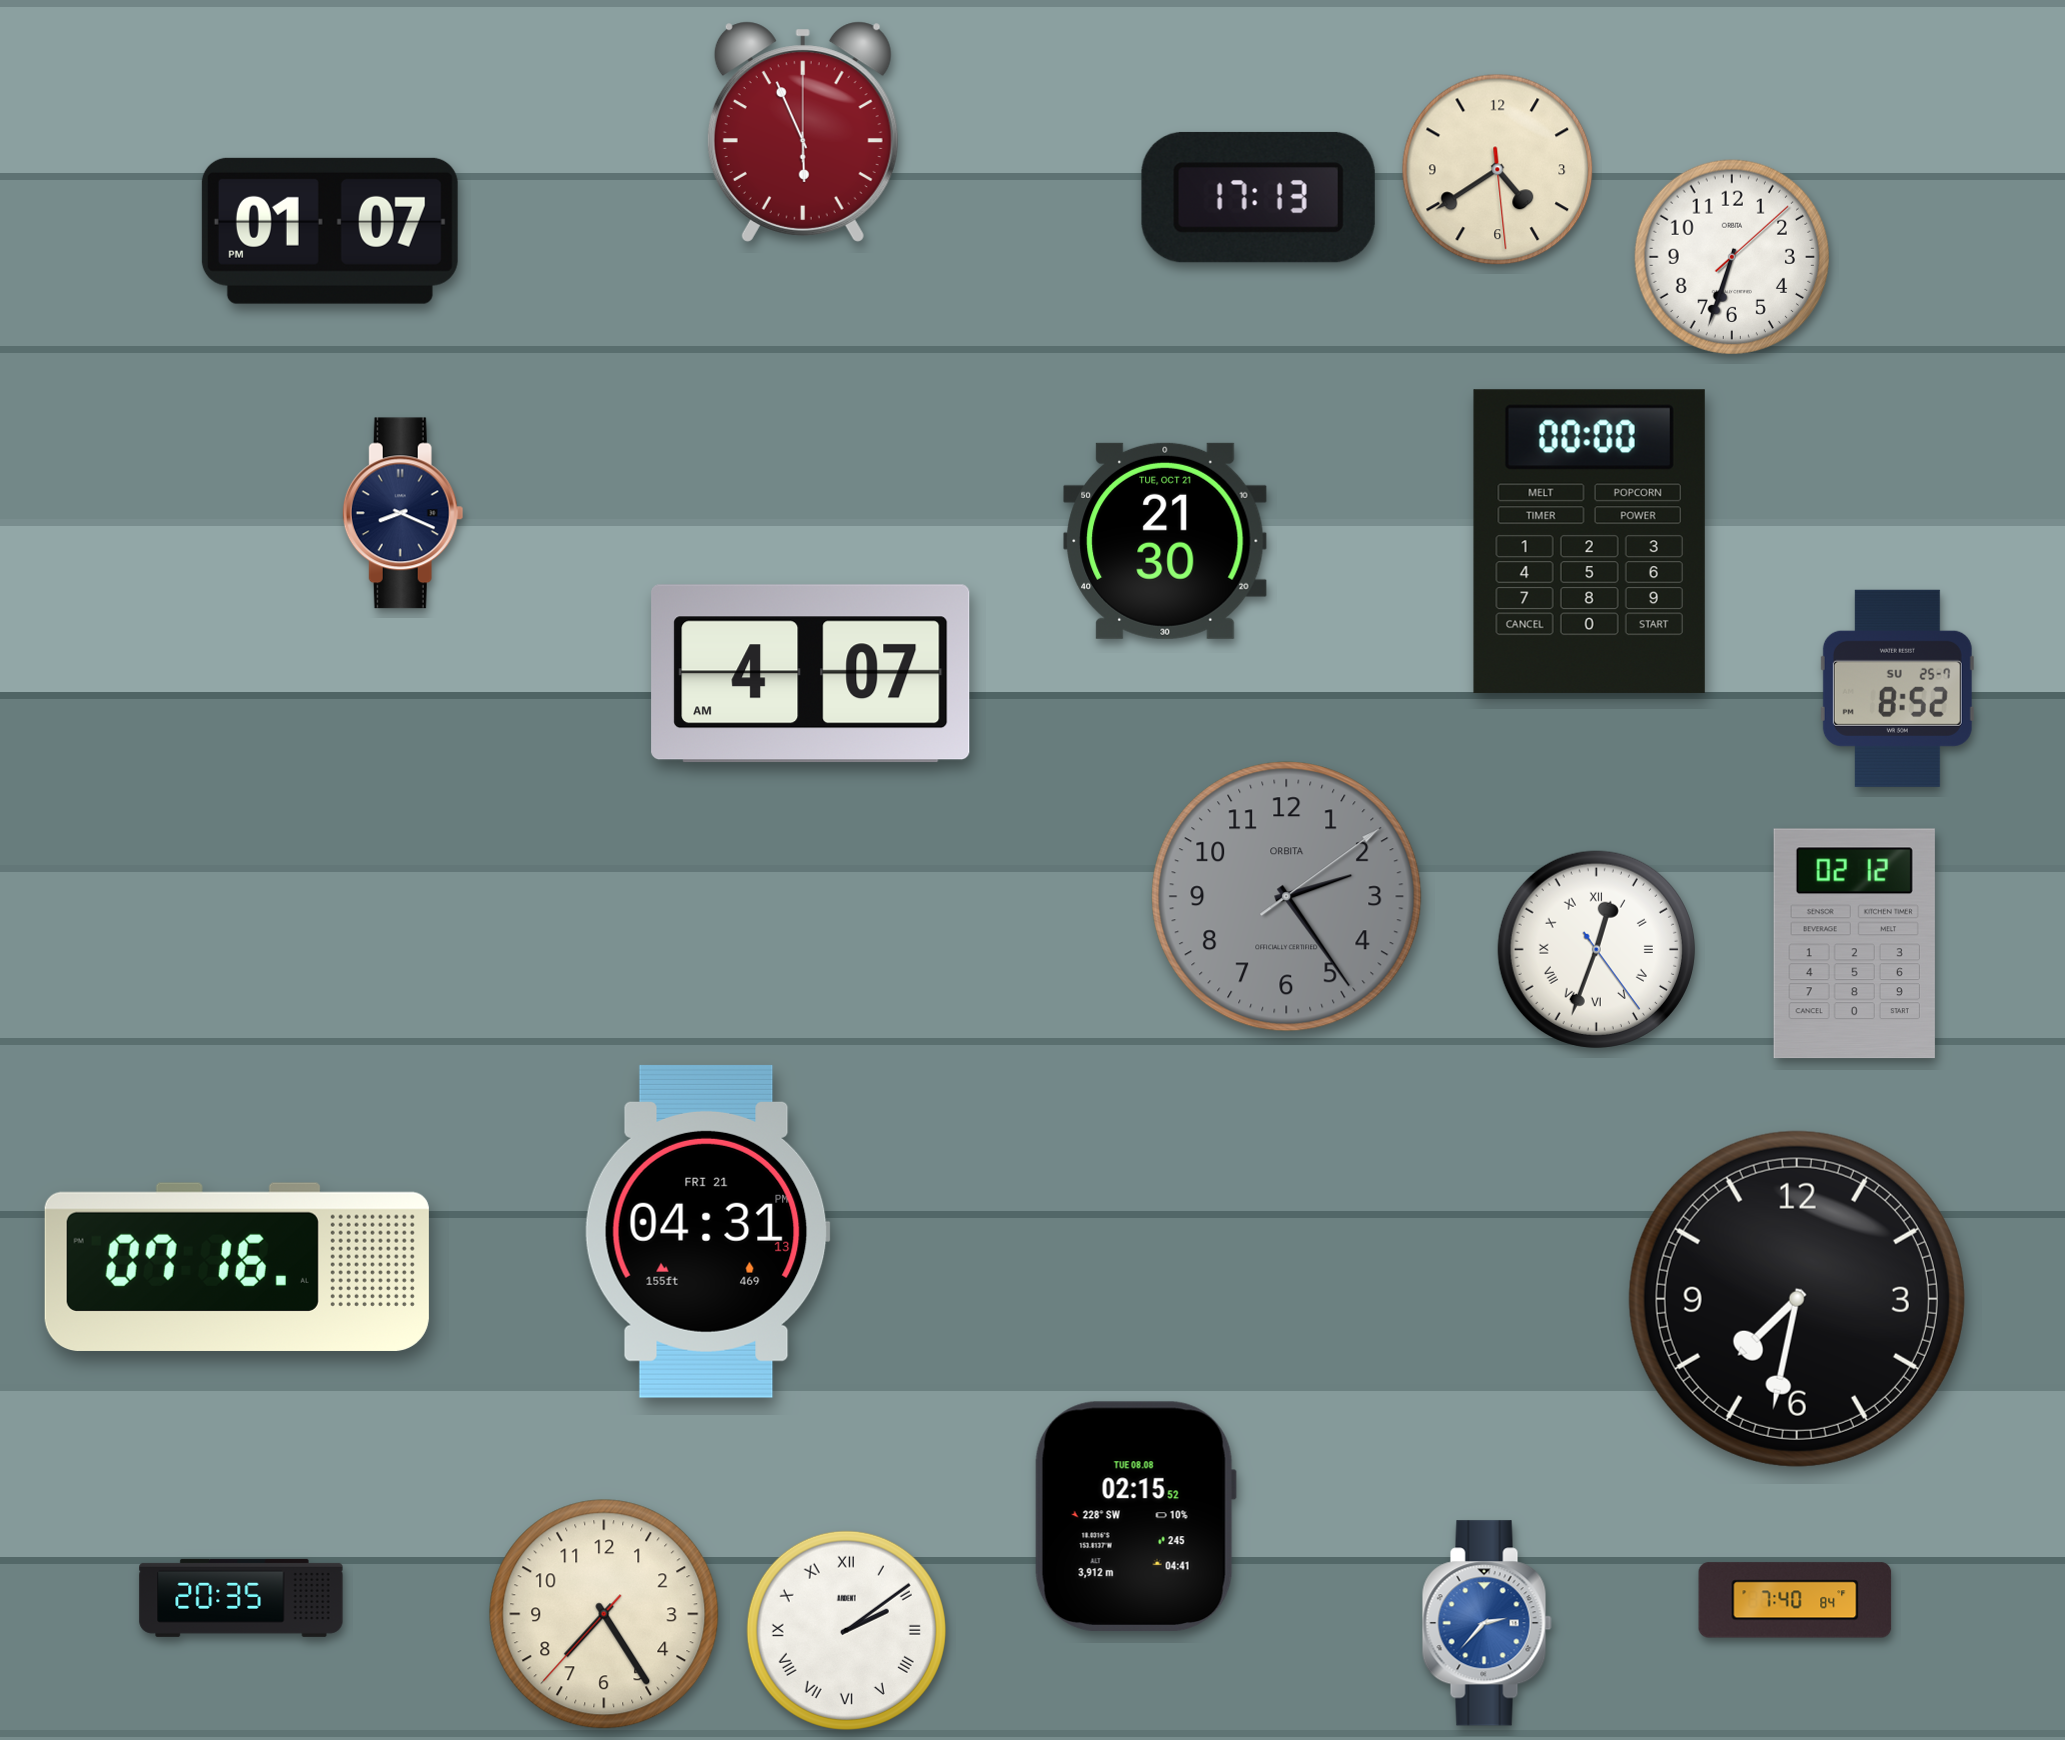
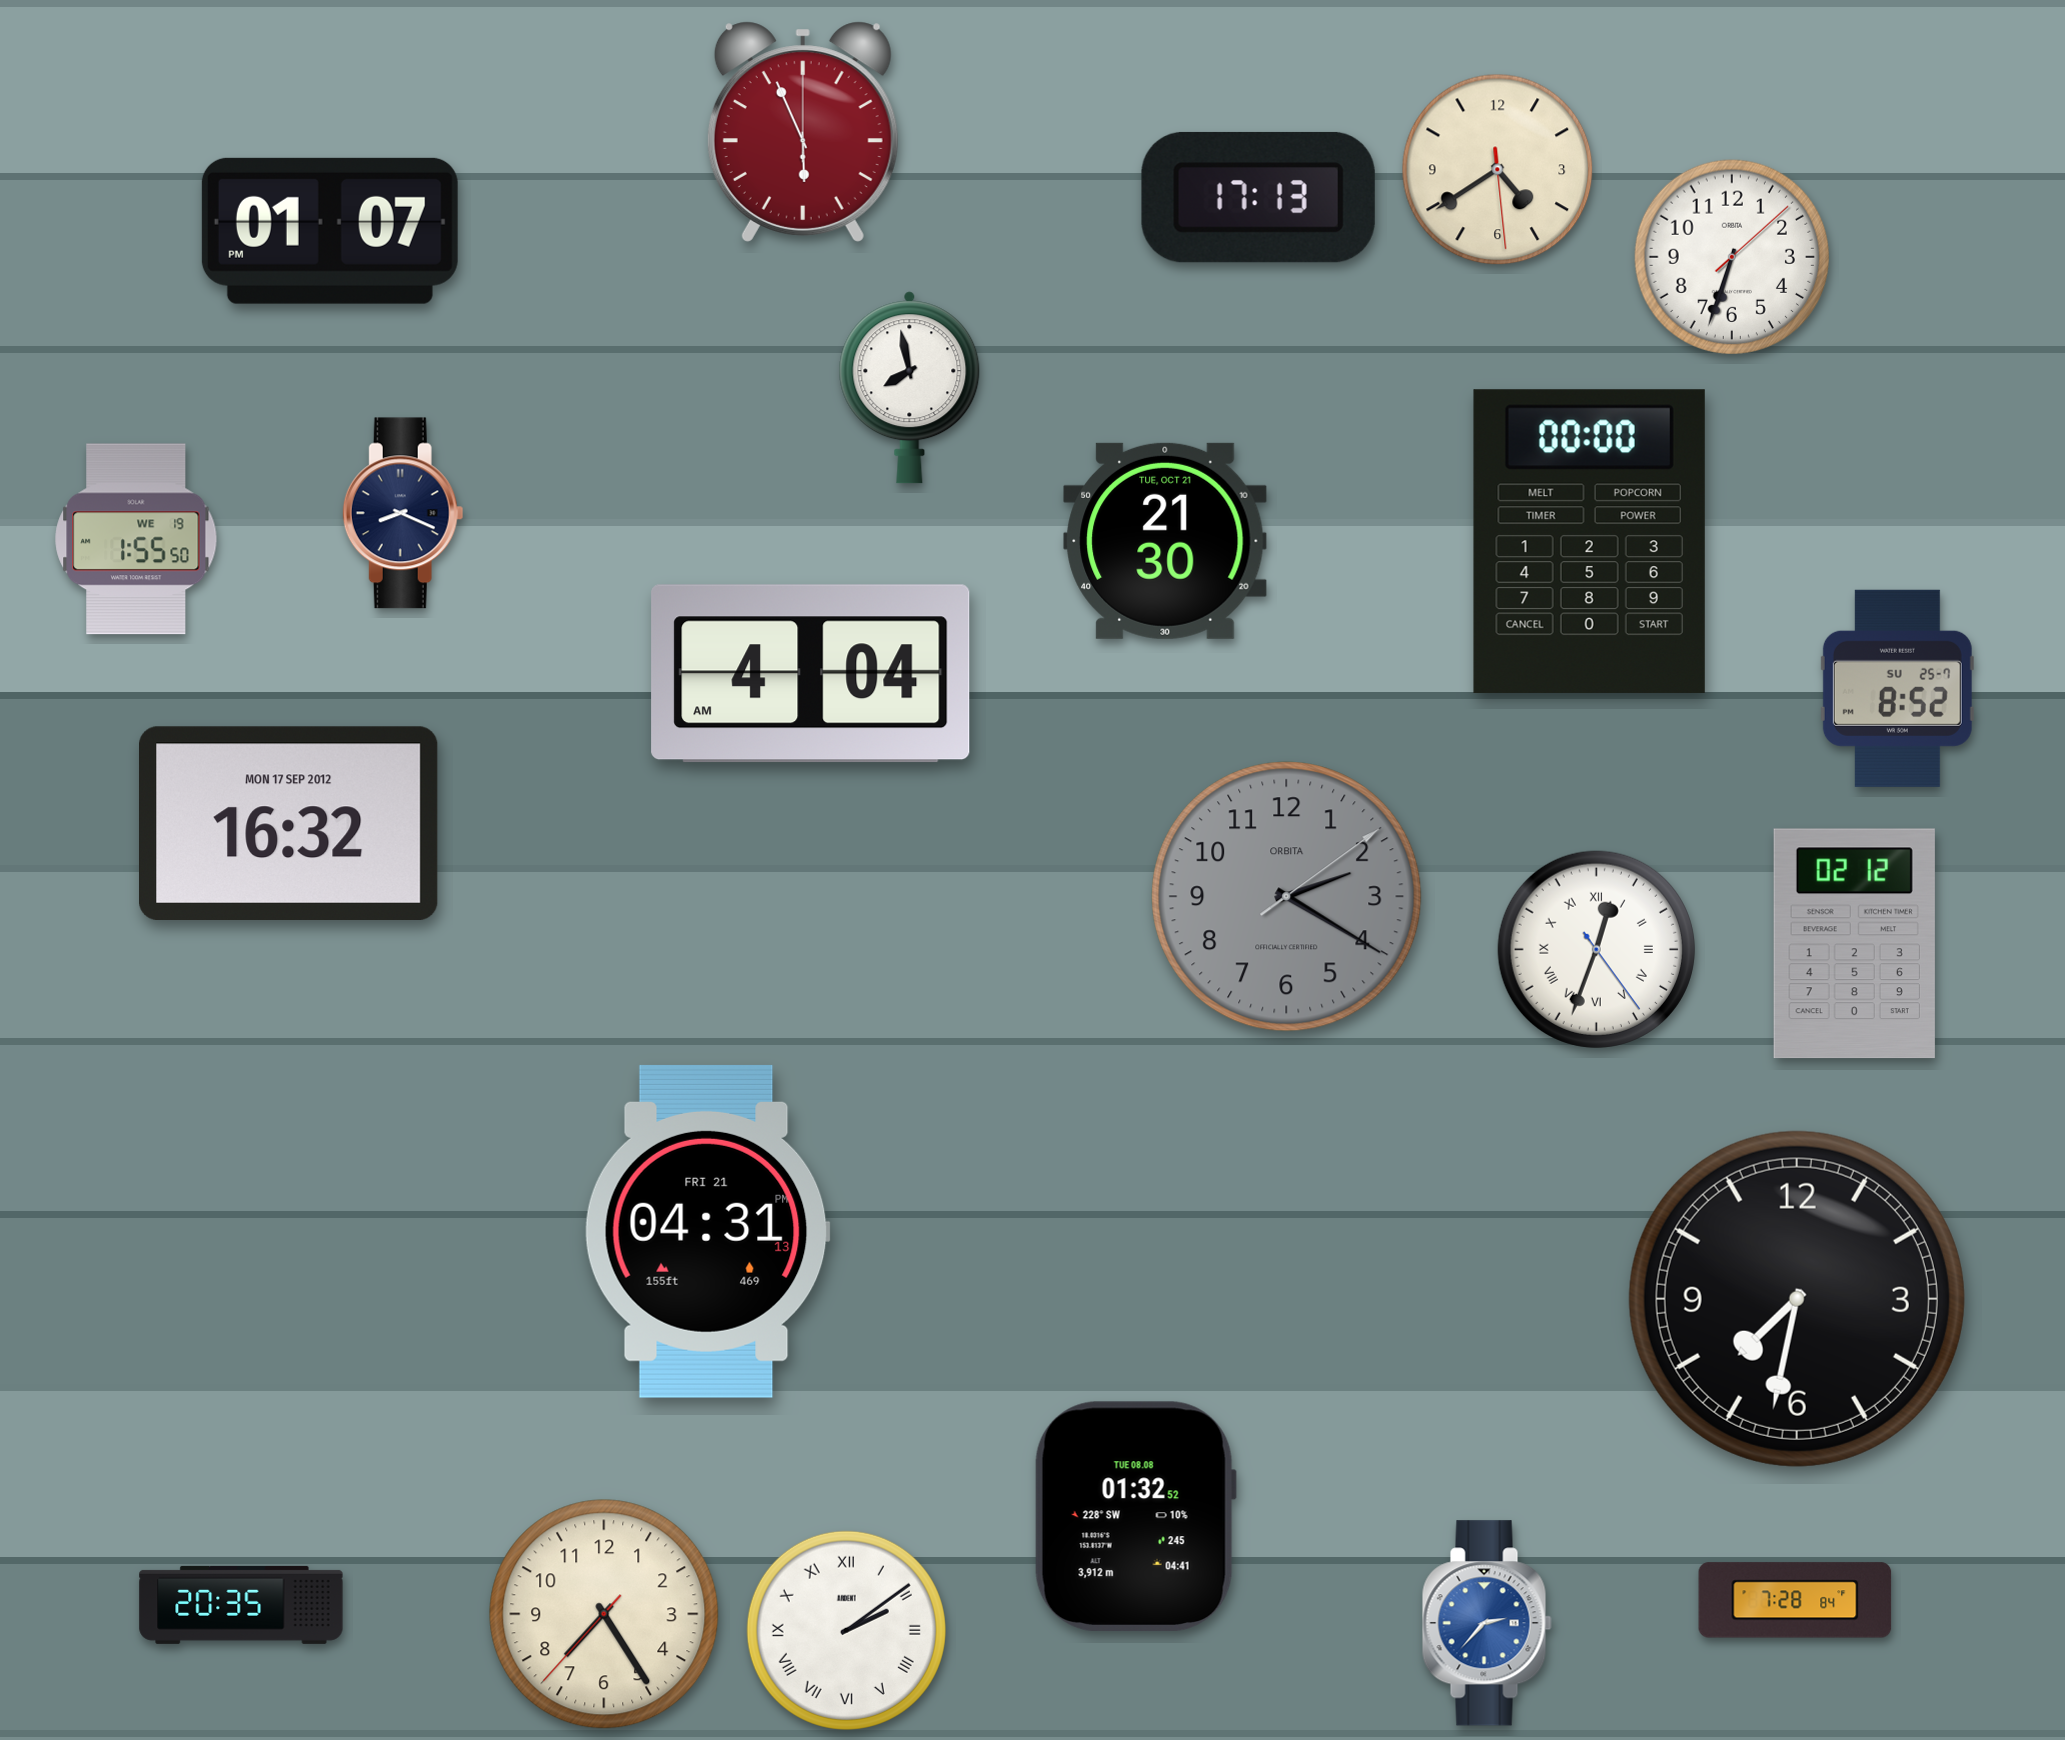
clock at (910, 388): none -> 7:58
clock at (136, 539): none -> 1:55
clock at (811, 674): 4:07 -> 4:04
clock at (289, 823): none -> 16:32
clock at (1287, 897): 2:24 -> 2:20
clock at (237, 1267): 07:16 -> none
clock at (1135, 1516): 02:15 -> 01:32
clock at (241, 1598) position: (241, 1598) -> (241, 1605)
clock at (1795, 1600): 7:40 -> 7:28
